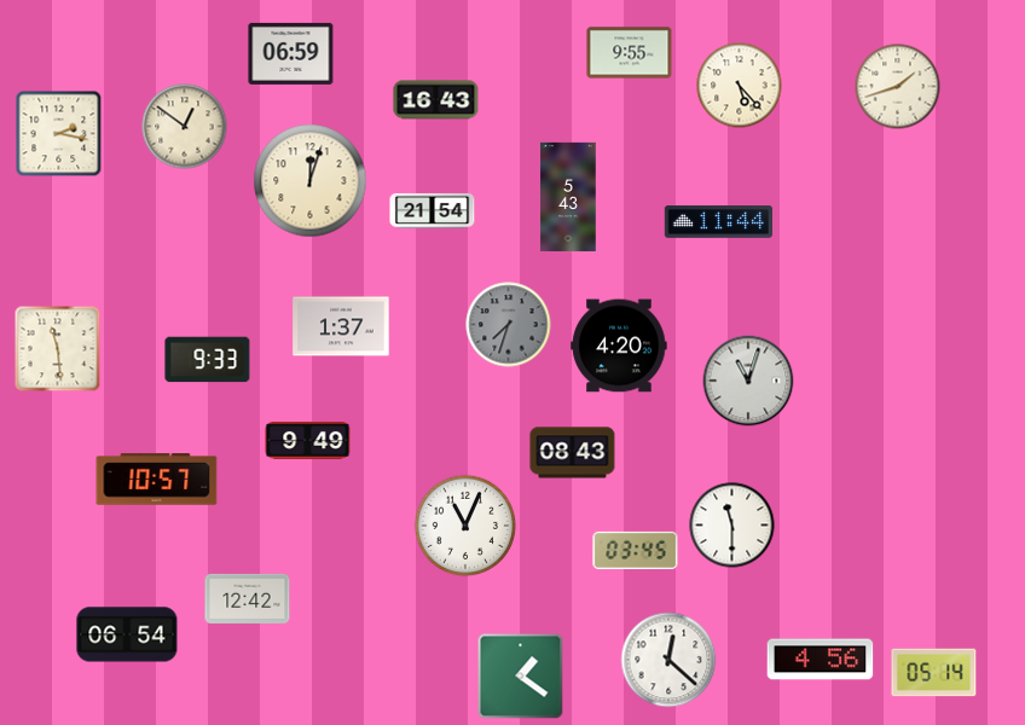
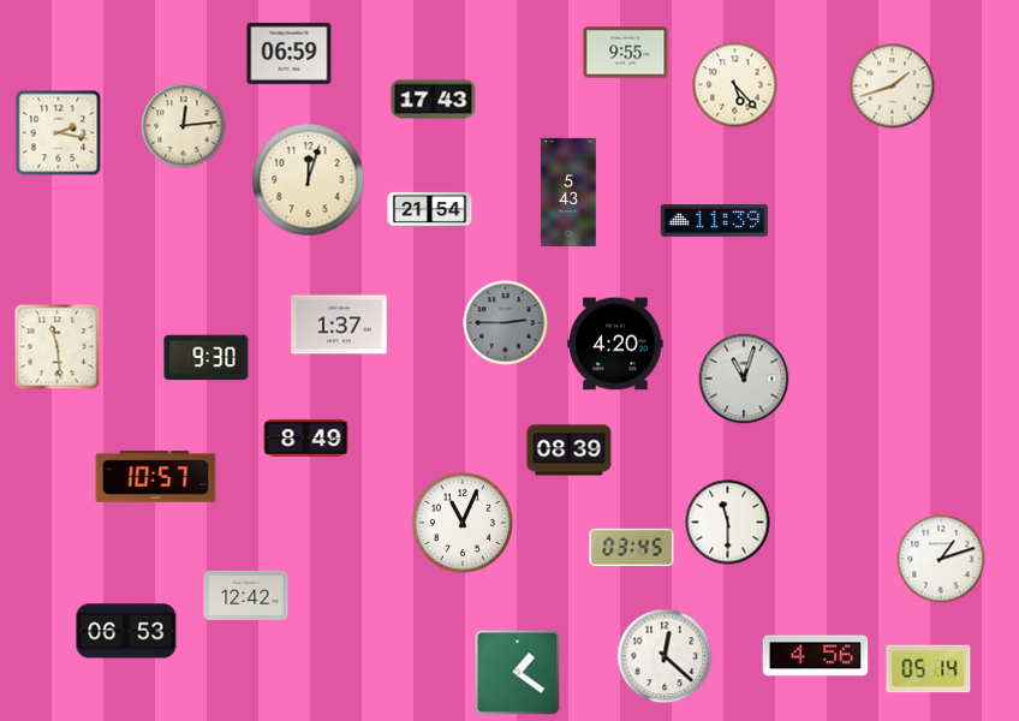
clock at (436, 100): 16:43 -> 17:43
clock at (185, 127): 12:51 -> 12:14
clock at (568, 197) position: (568, 197) -> (568, 192)
clock at (718, 222): 11:44 -> 11:39
clock at (509, 325): 7:33 -> 2:45
clock at (208, 360): 9:33 -> 9:30
clock at (308, 440): 9:49 -> 8:49
clock at (573, 453): 08:43 -> 08:39
clock at (941, 559): none -> 1:12
clock at (127, 634): 06:54 -> 06:53
